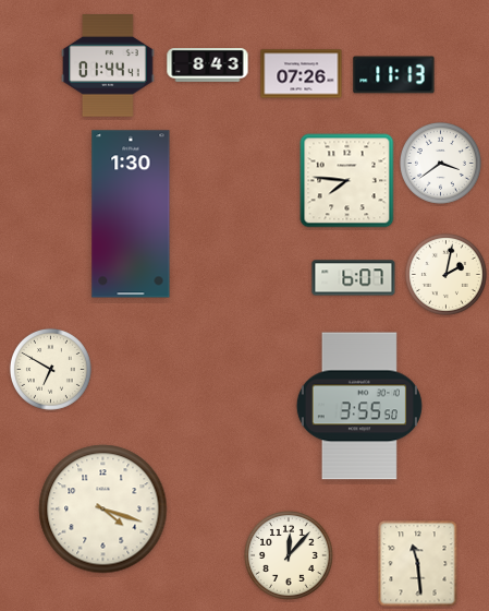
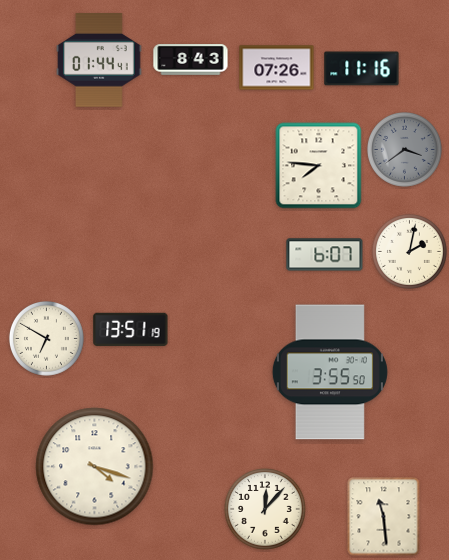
clock at (394, 75): 11:13 -> 11:16
clock at (440, 163) dial: white -> grey
clock at (131, 214): 1:30 -> none
clock at (131, 329): none -> 13:51
